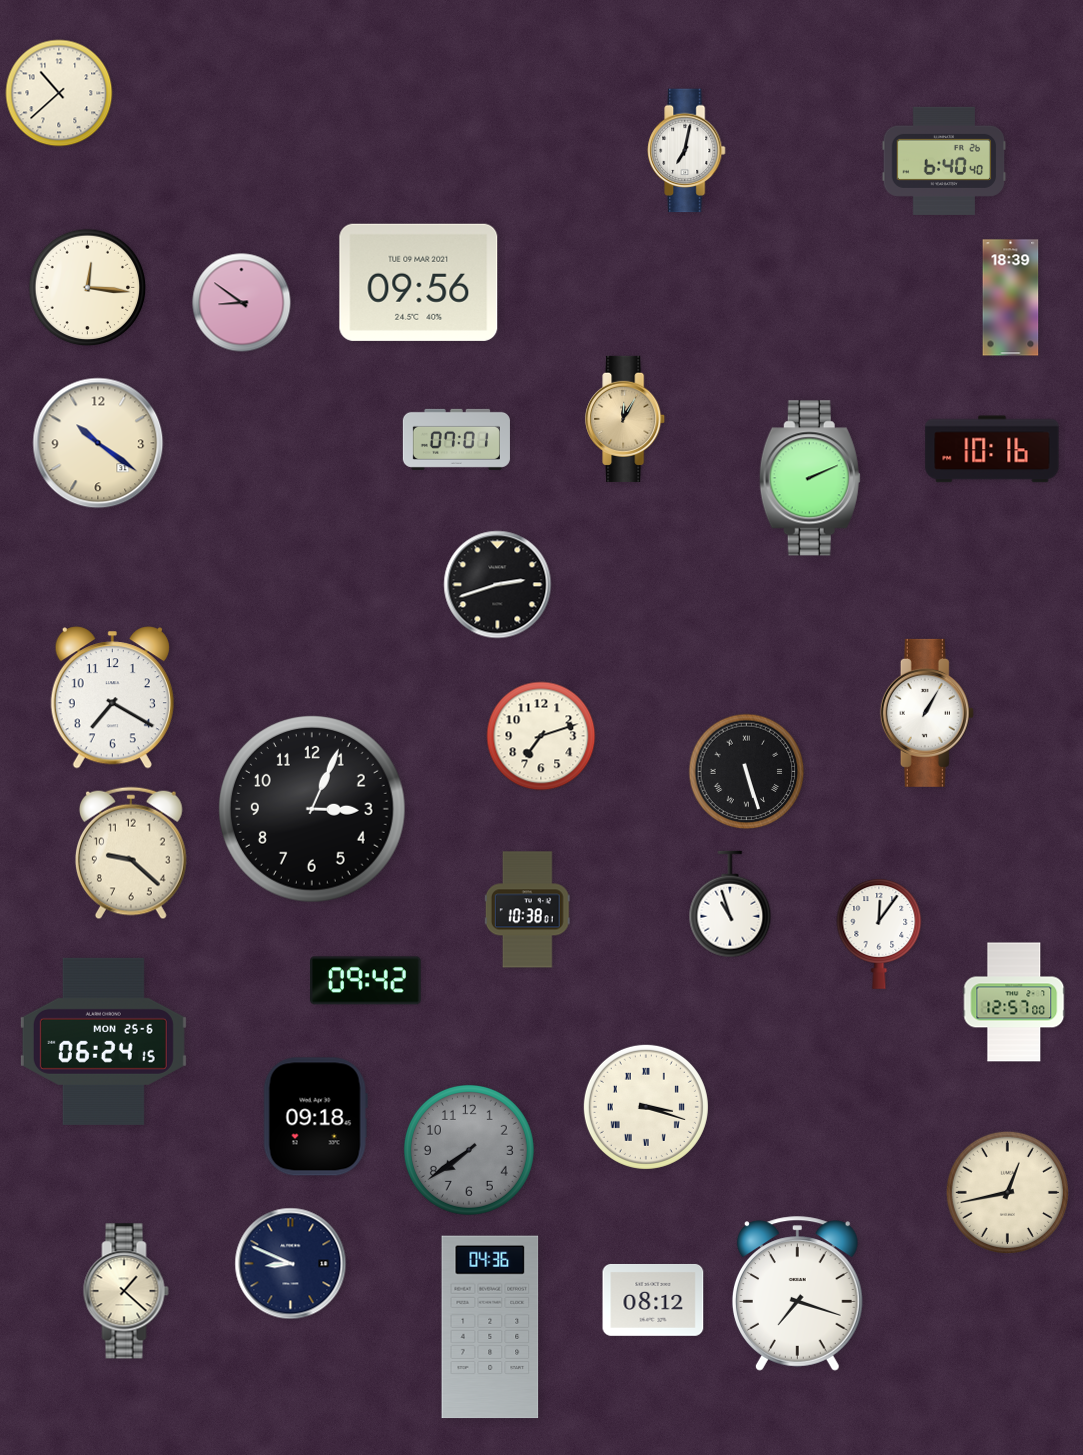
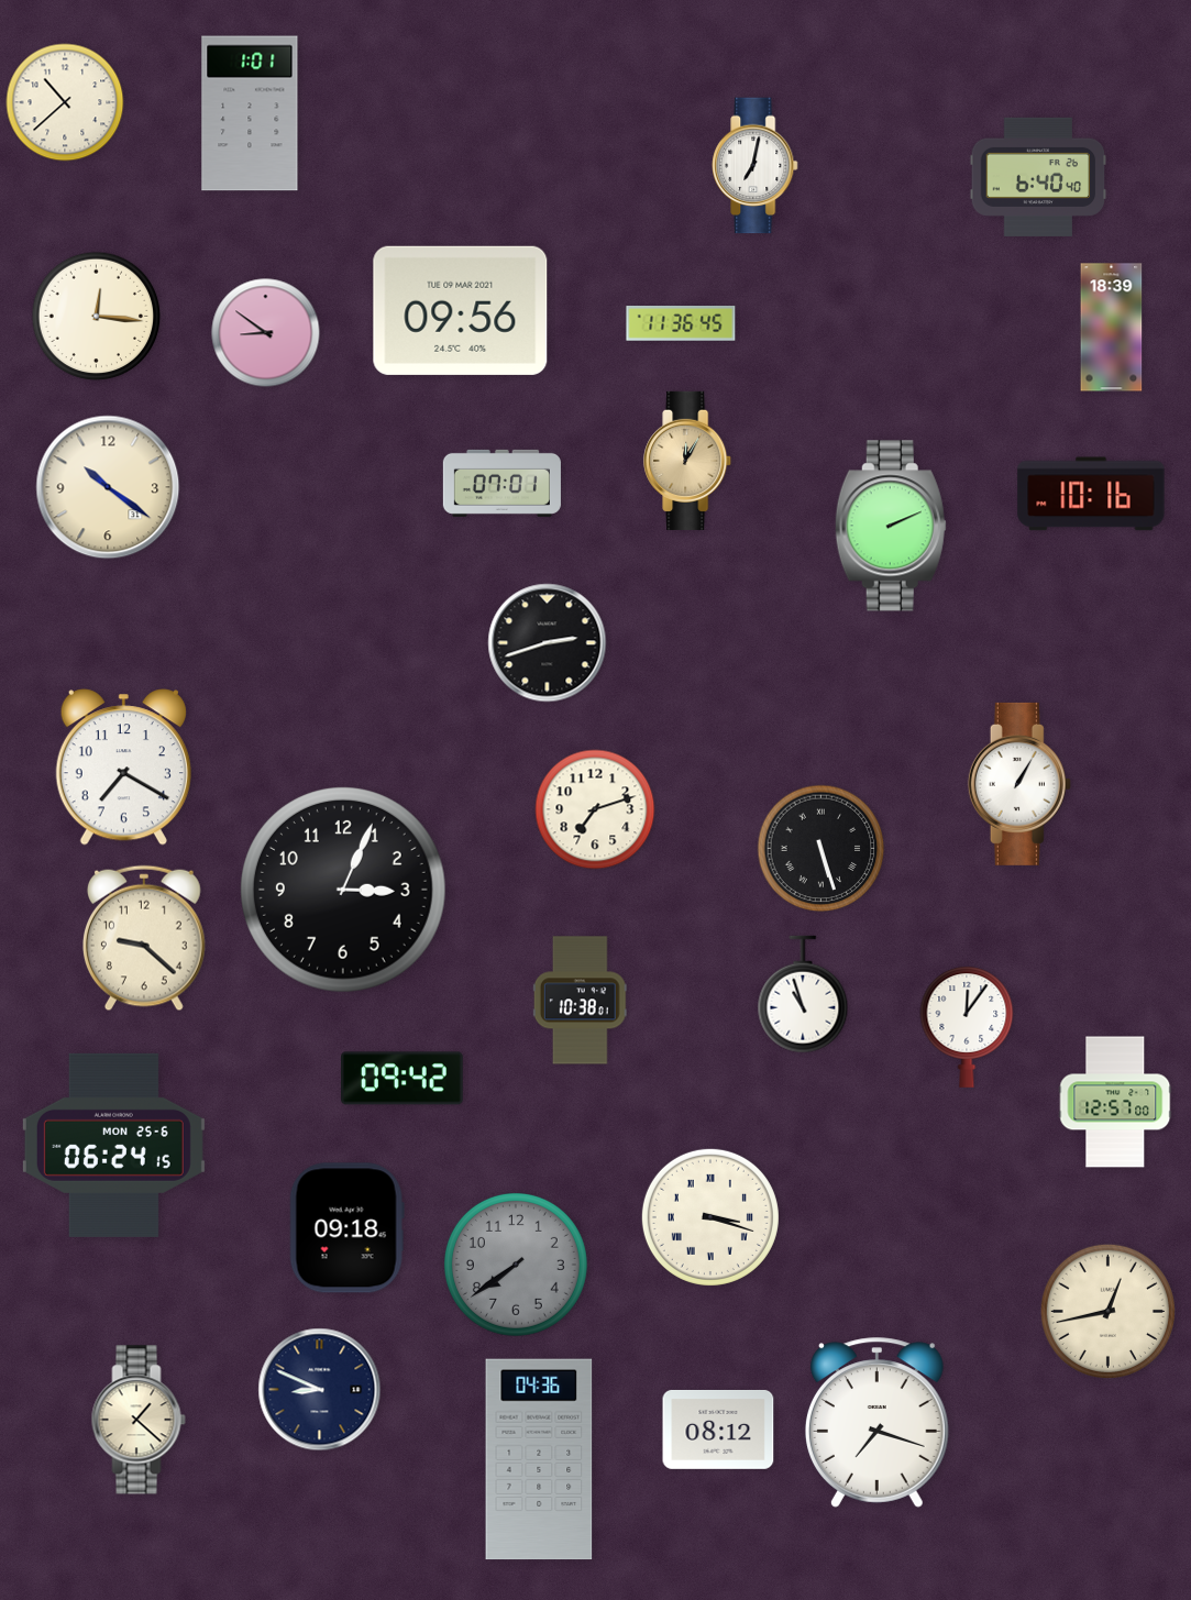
clock at (250, 113): none -> 1:01
clock at (681, 323): none -> 11:36
